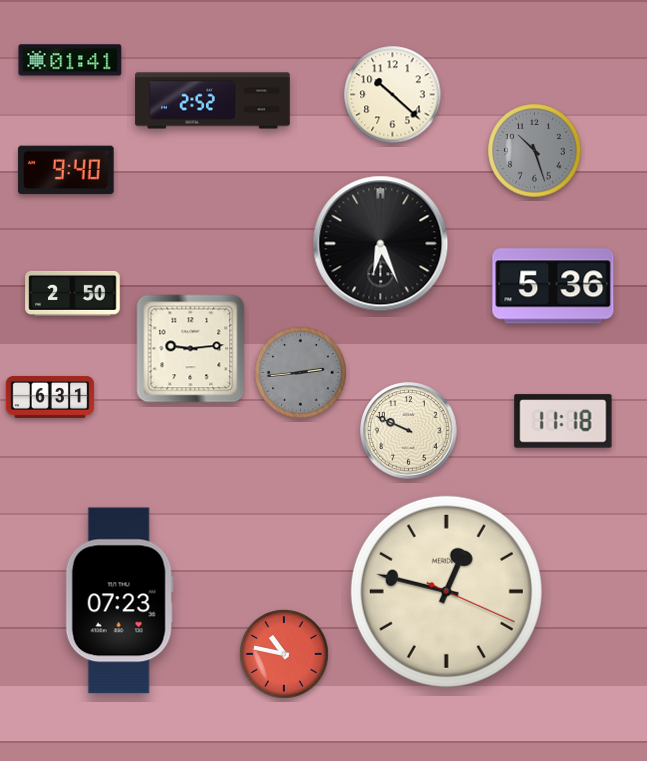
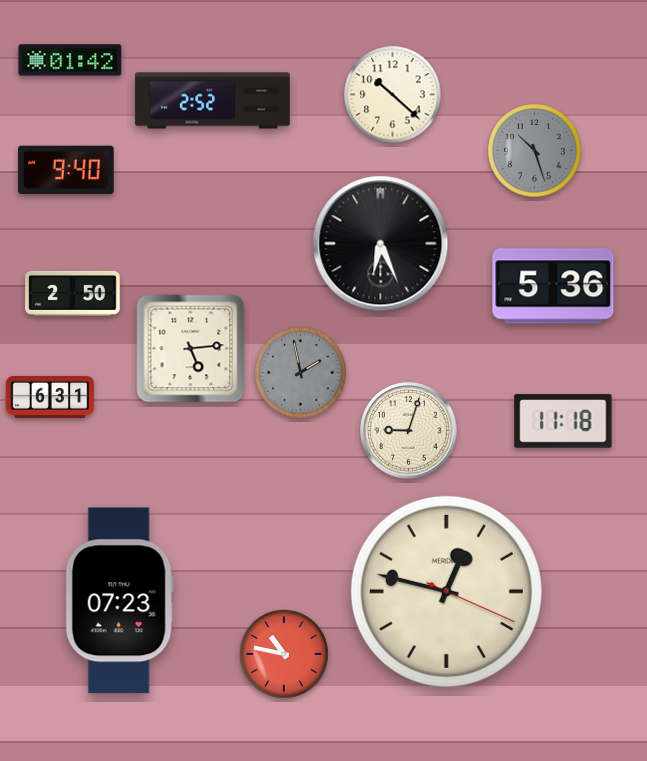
clock at (70, 60): 01:41 -> 01:42
clock at (191, 349): 9:14 -> 5:14
clock at (301, 373): 2:44 -> 1:58
clock at (409, 431): 9:49 -> 9:03
